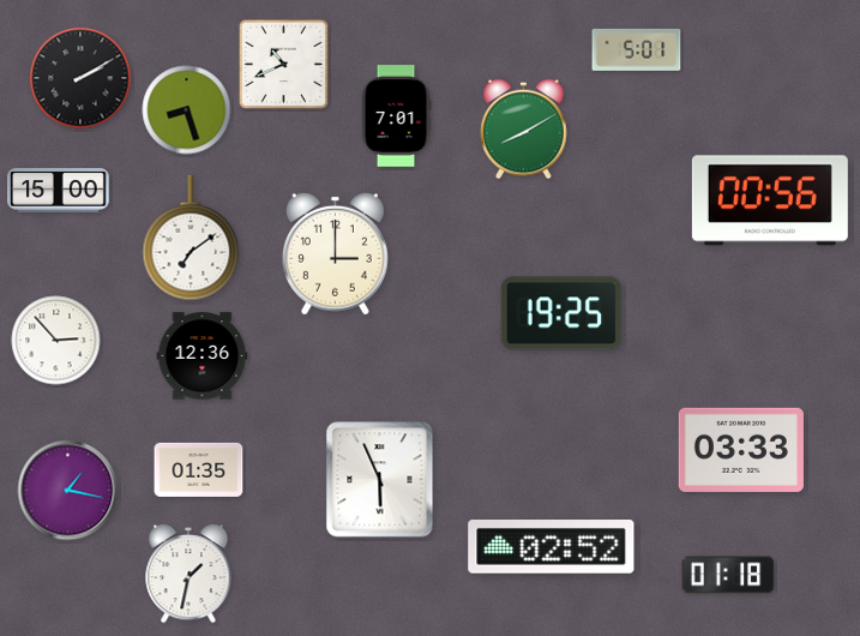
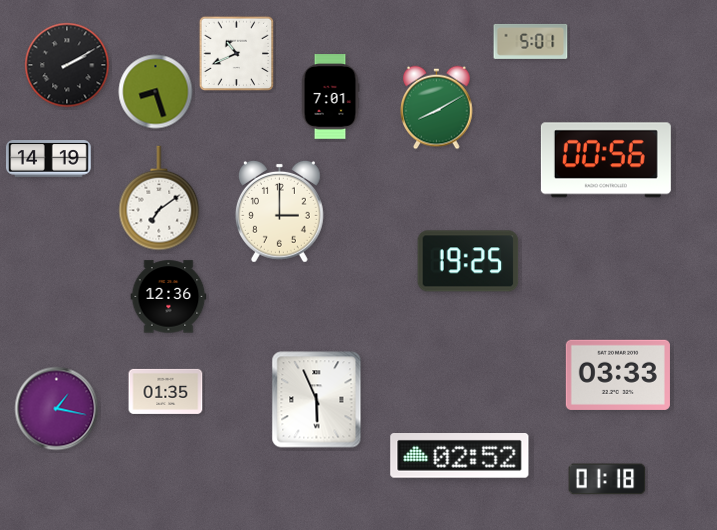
clock at (59, 191): 15:00 -> 14:19
clock at (770, 200) position: (770, 200) -> (606, 160)
clock at (56, 341): 2:53 -> none
clock at (188, 575): 1:32 -> none
